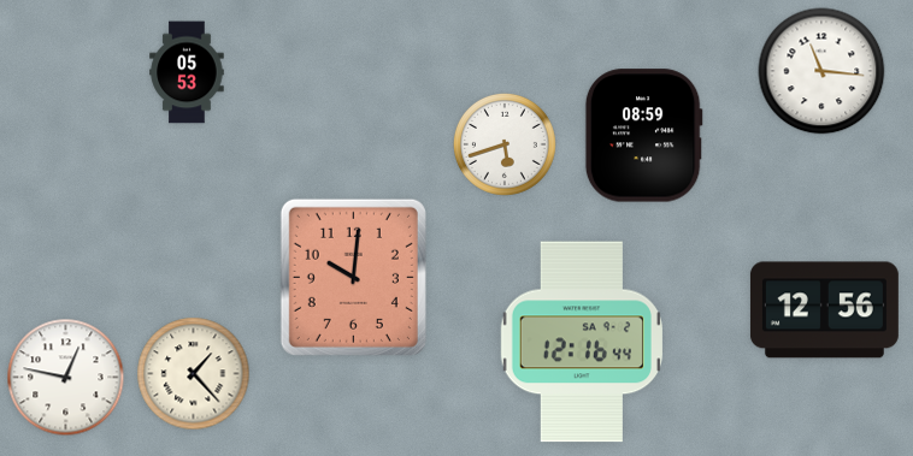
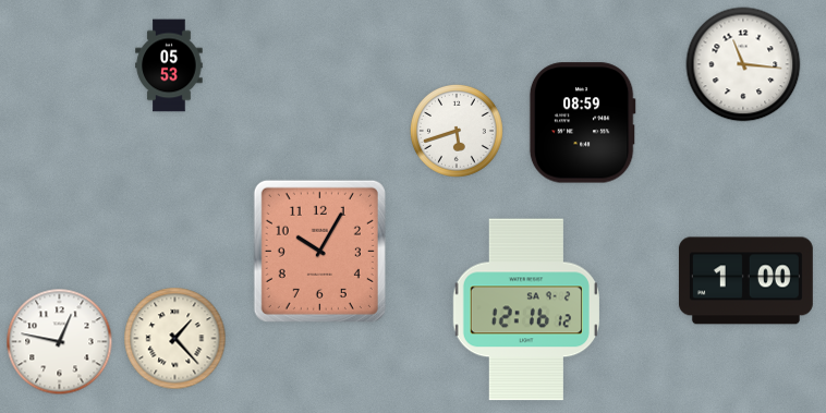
clock at (353, 277): 10:01 -> 10:05
clock at (824, 310): 12:56 -> 1:00
clock at (582, 342): 12:16:44 -> 12:16:12
